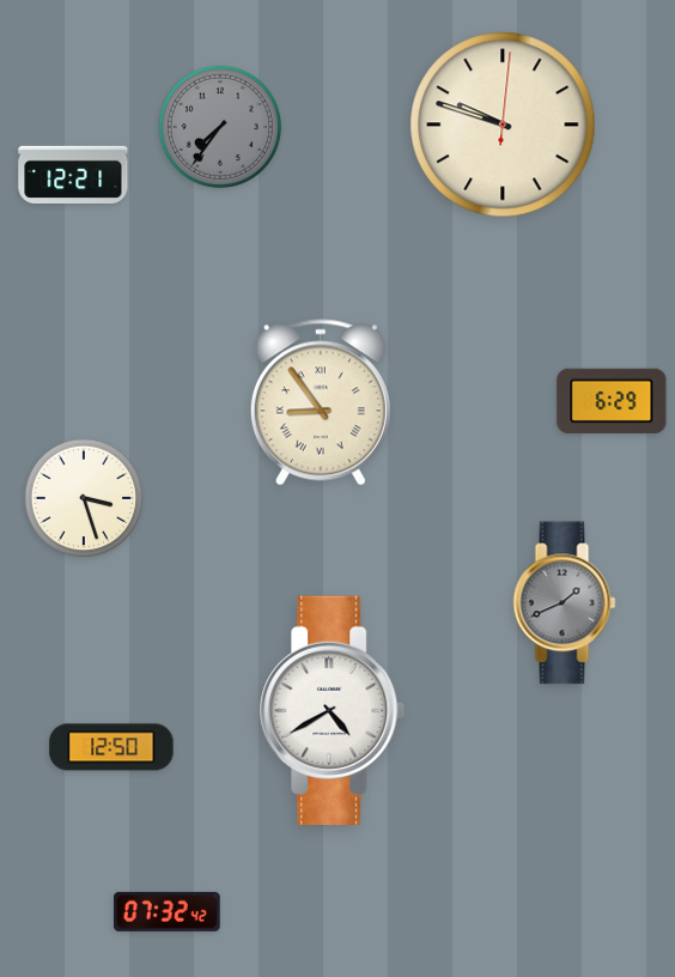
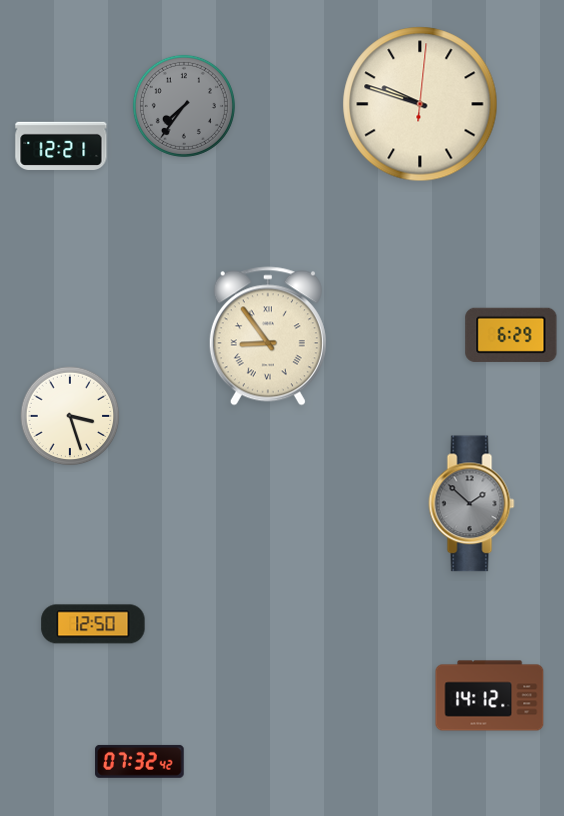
clock at (565, 603): 1:41 -> 1:52
clock at (333, 710): 4:40 -> none
clock at (490, 696): none -> 14:12
